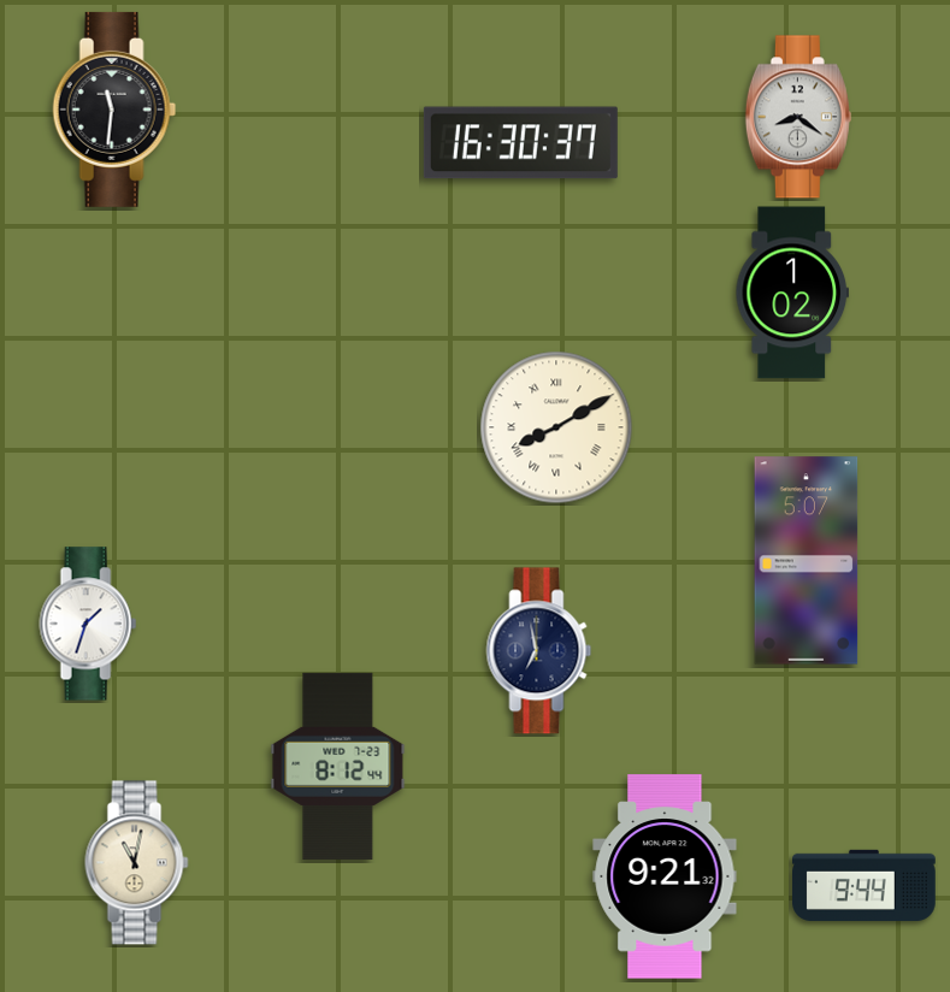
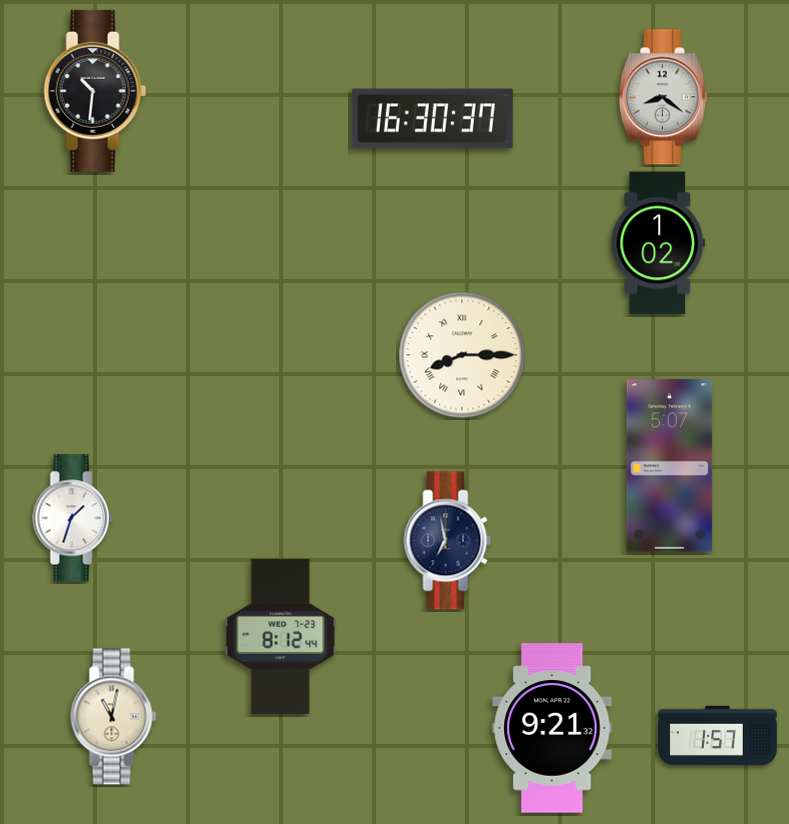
clock at (114, 110): 11:31 -> 10:31
clock at (556, 427): 8:10 -> 8:15
clock at (865, 885): 9:44 -> 1:57
